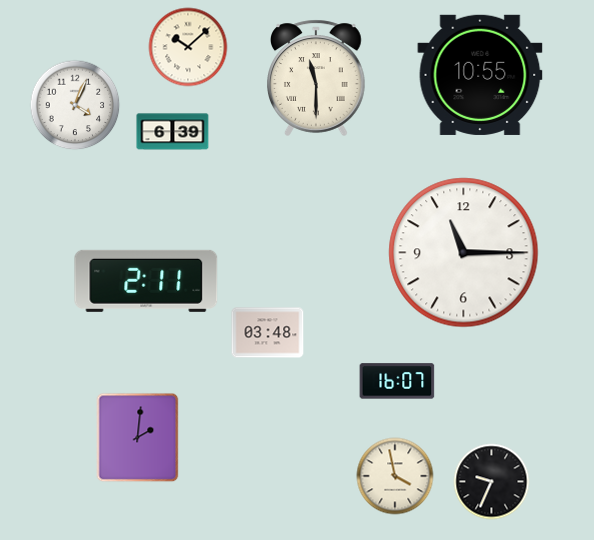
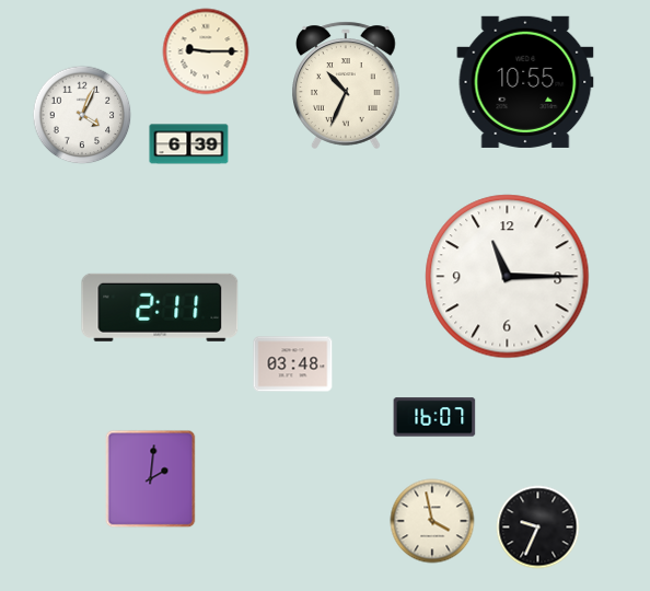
clock at (188, 47): 10:08 -> 9:15
clock at (316, 78): 11:30 -> 10:34
